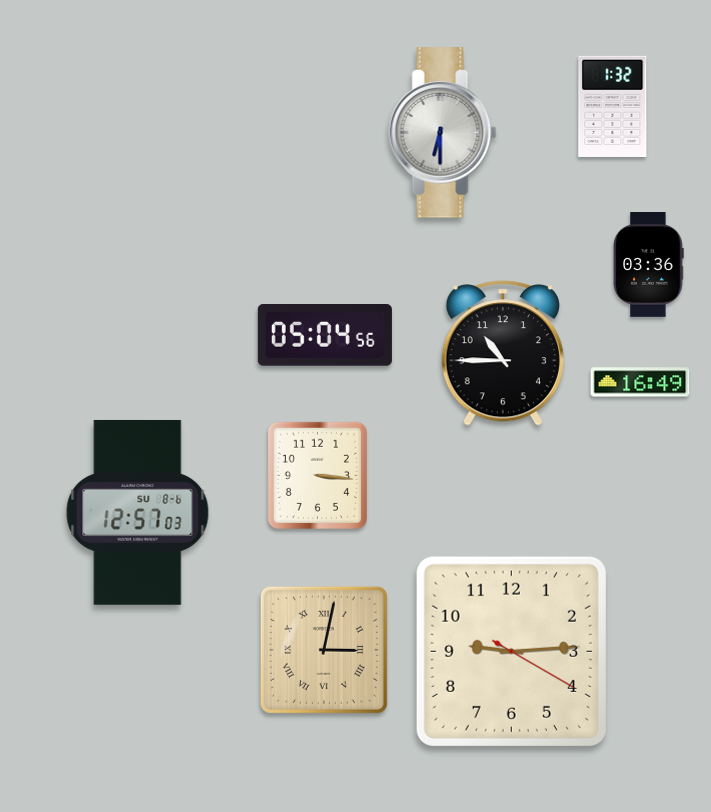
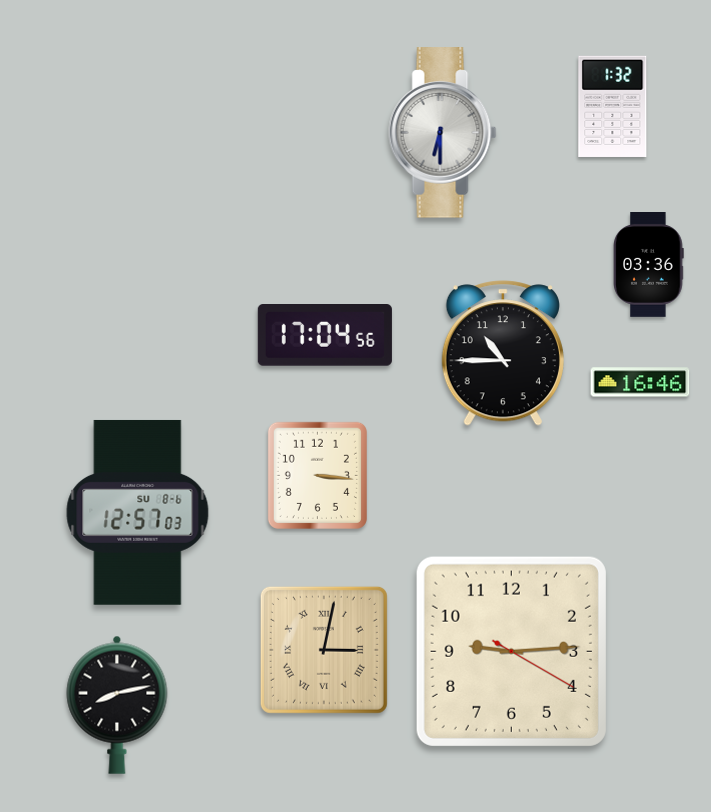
clock at (325, 335): 05:04 -> 17:04
clock at (640, 382): 16:49 -> 16:46
clock at (117, 705): none -> 8:13
